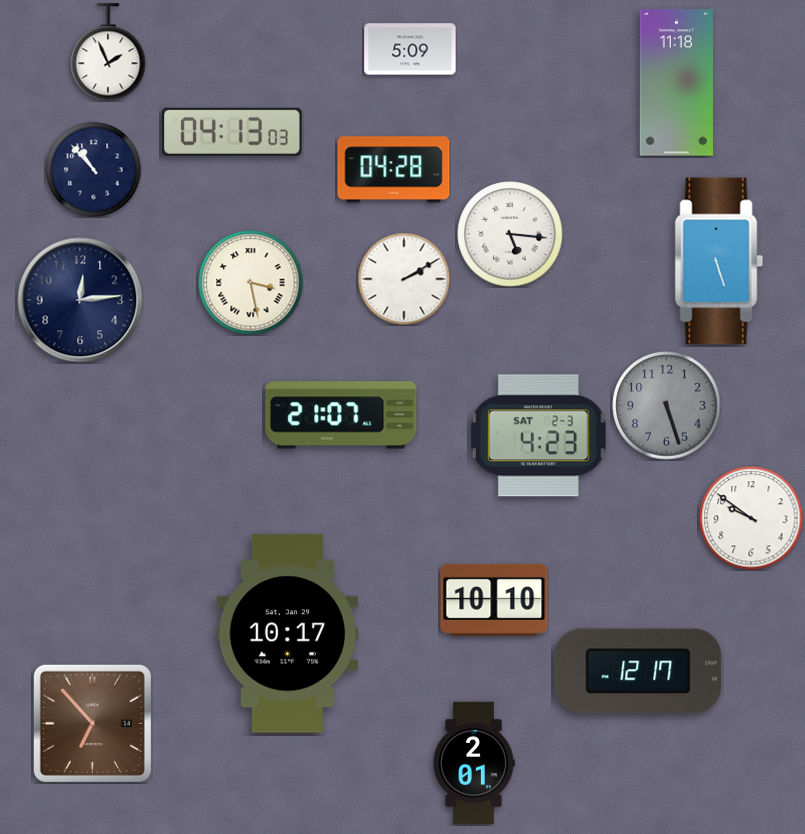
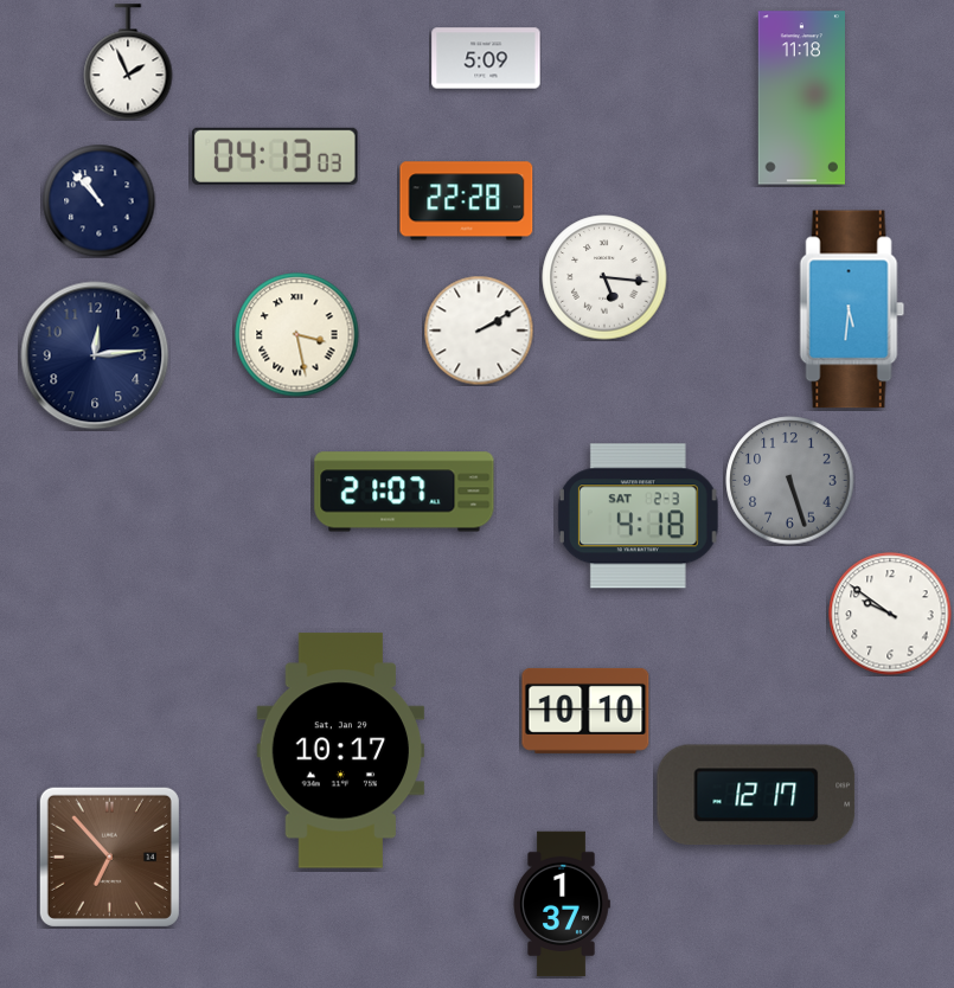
clock at (93, 169) position: (93, 169) -> (98, 200)
clock at (394, 170): 04:28 -> 22:28
clock at (719, 261): 5:27 -> 5:31
clock at (538, 436): 4:23 -> 4:18
clock at (474, 763): 2:01 -> 1:37
